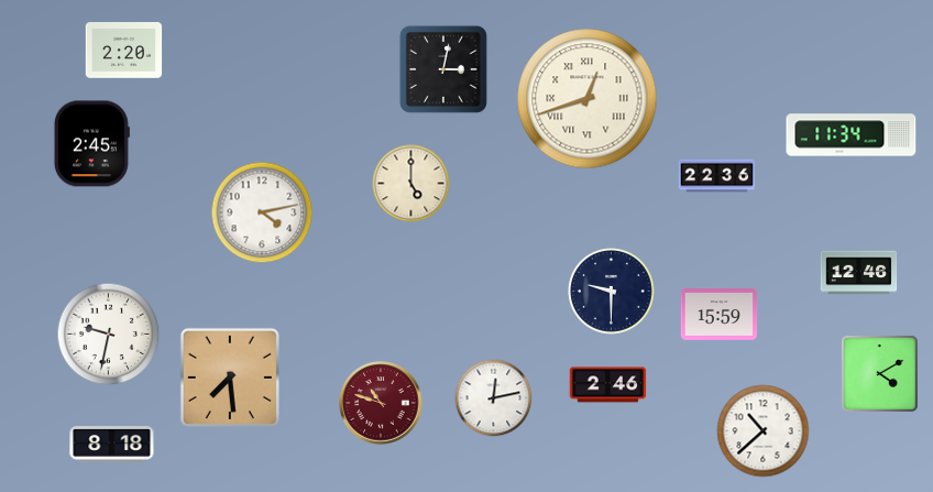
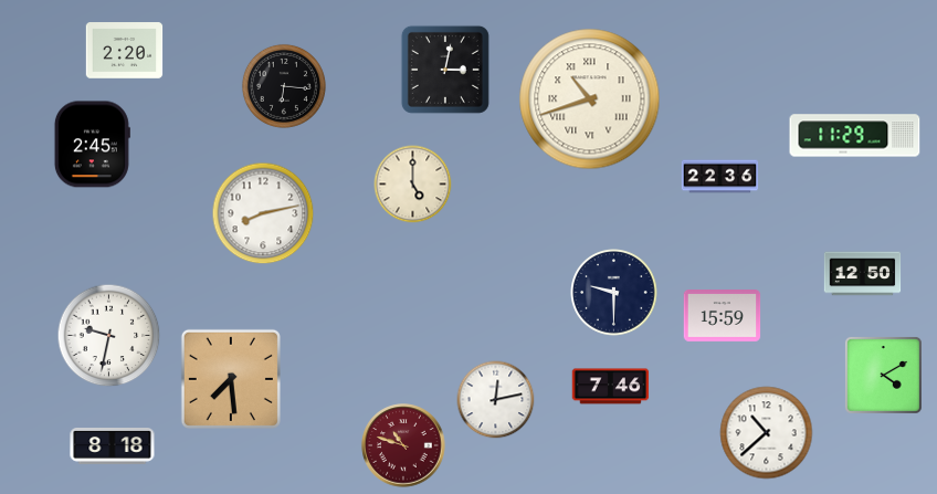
clock at (284, 86): none -> 6:16
clock at (588, 99): 12:42 -> 10:42
clock at (852, 135): 11:34 -> 11:29
clock at (262, 212): 4:13 -> 8:13
clock at (859, 273): 12:46 -> 12:50
clock at (608, 385): 2:46 -> 7:46
clock at (381, 403) position: (381, 403) -> (403, 445)
